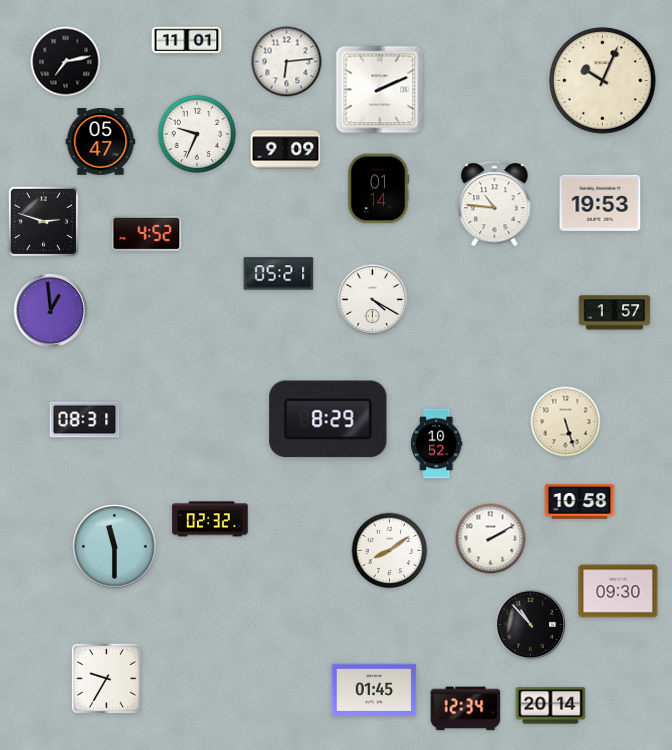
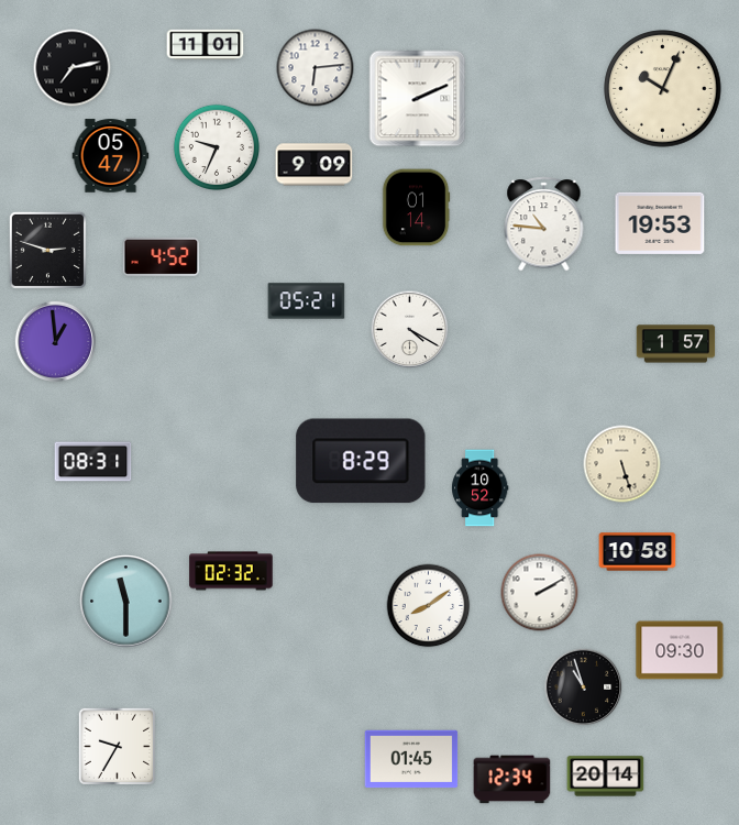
clock at (43, 221) position: (43, 221) -> (47, 250)
clock at (531, 625): 10:53 -> 10:57
